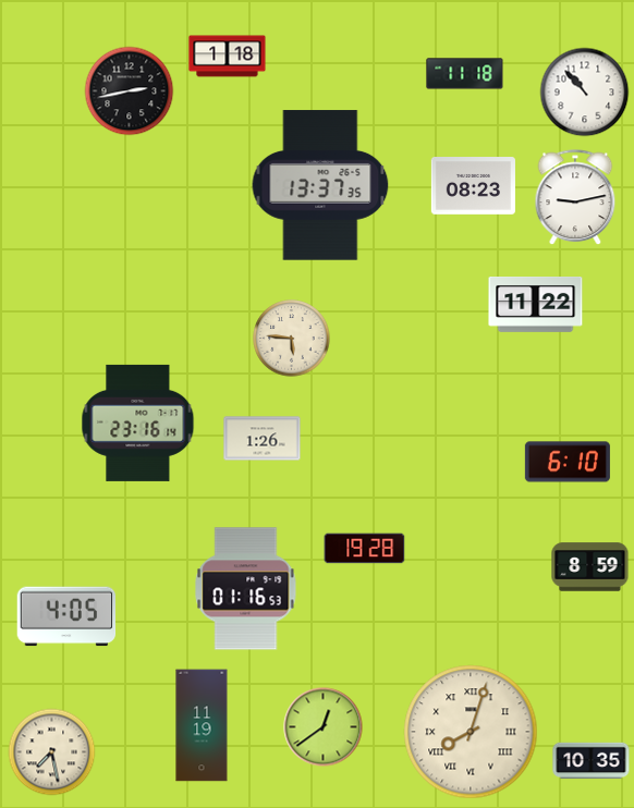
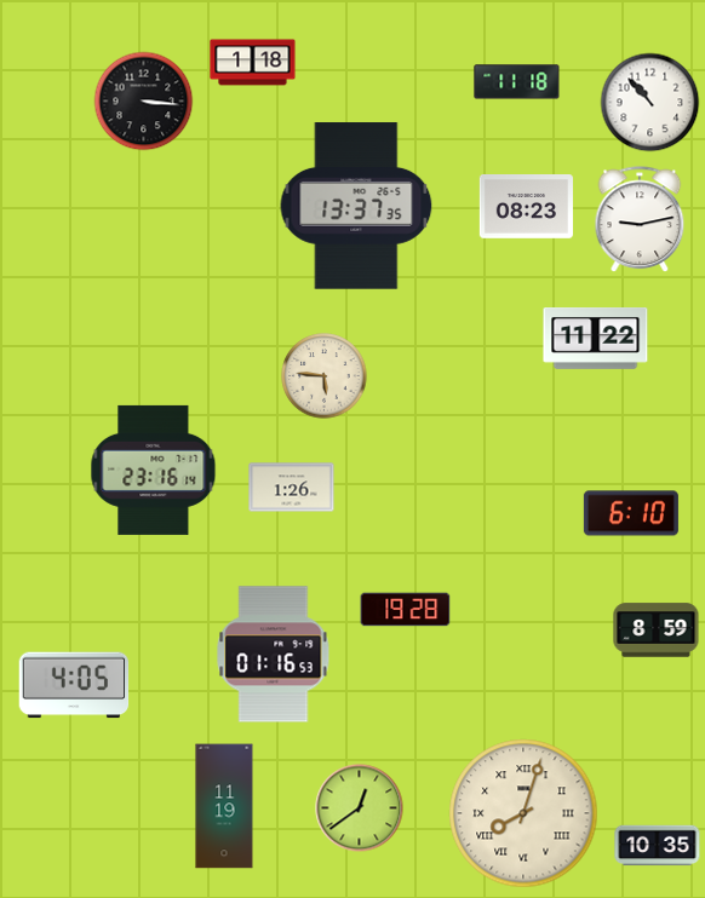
clock at (130, 91): 2:43 -> 3:16
clock at (52, 752): 7:28 -> none
